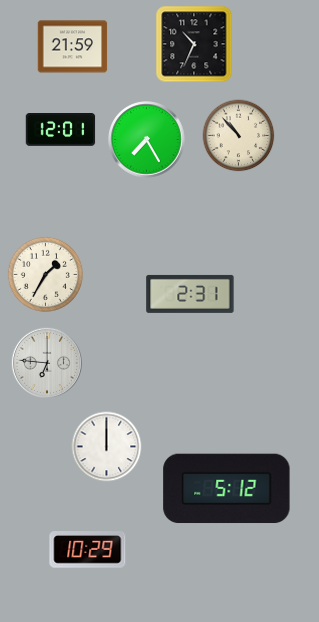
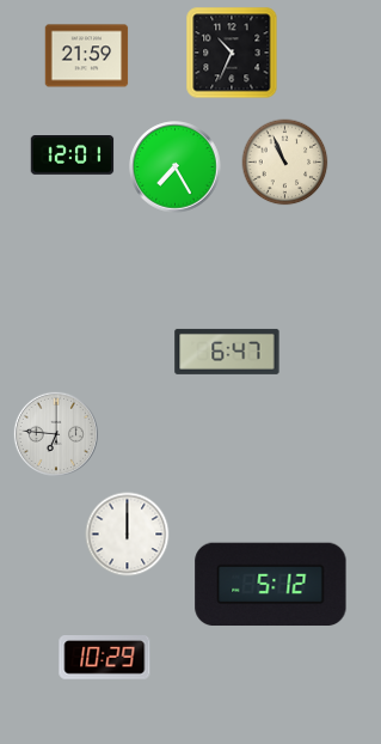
clock at (239, 136): 10:53 -> 10:56
clock at (45, 274): 1:35 -> none
clock at (190, 294): 2:31 -> 6:47
